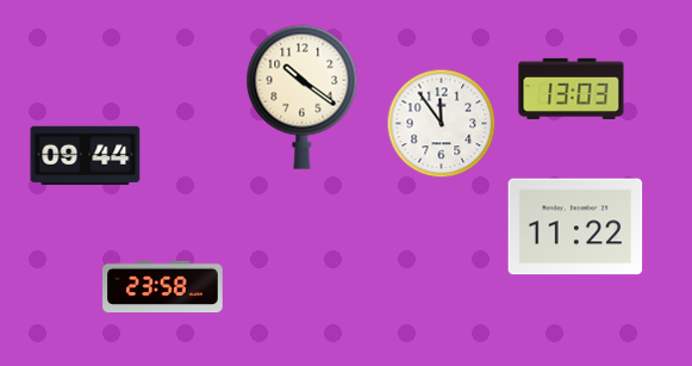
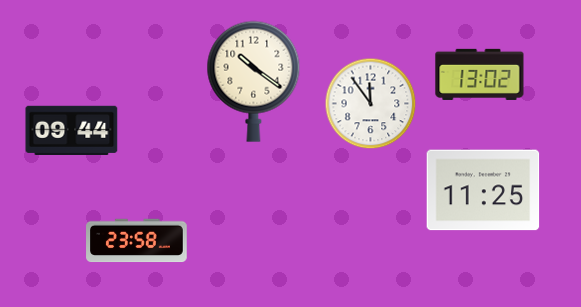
clock at (572, 88): 13:03 -> 13:02
clock at (575, 227): 11:22 -> 11:25
